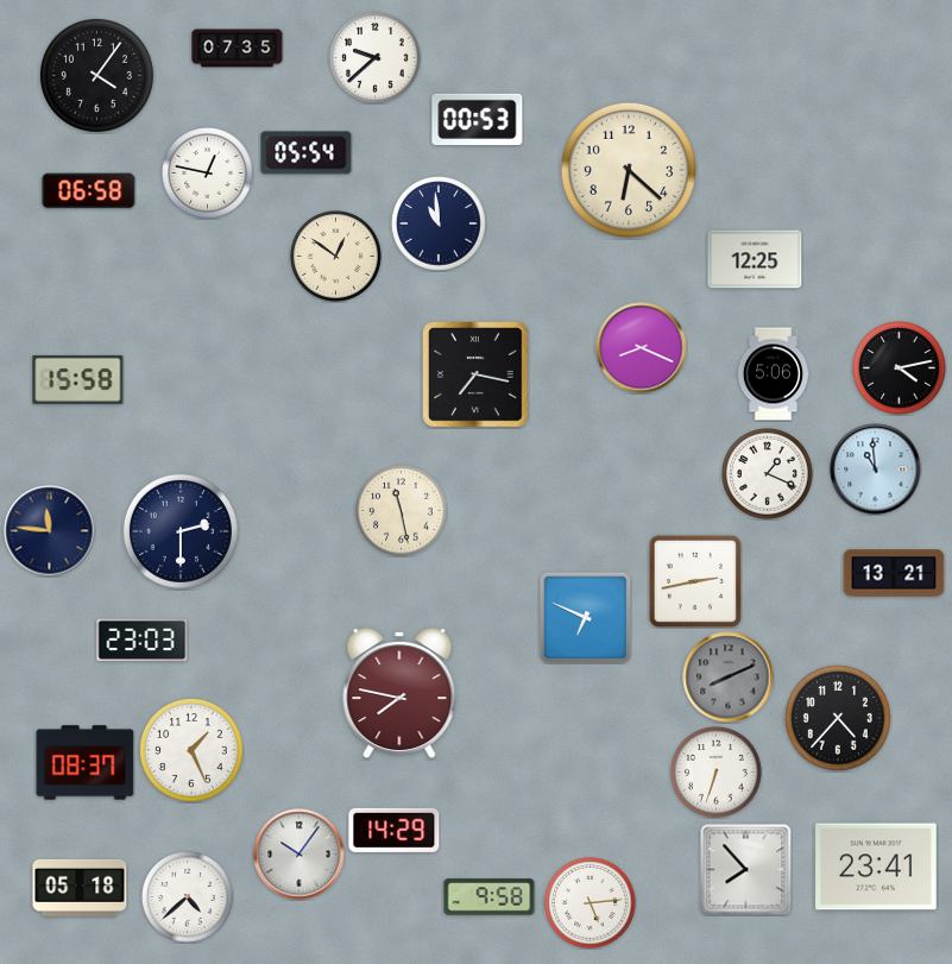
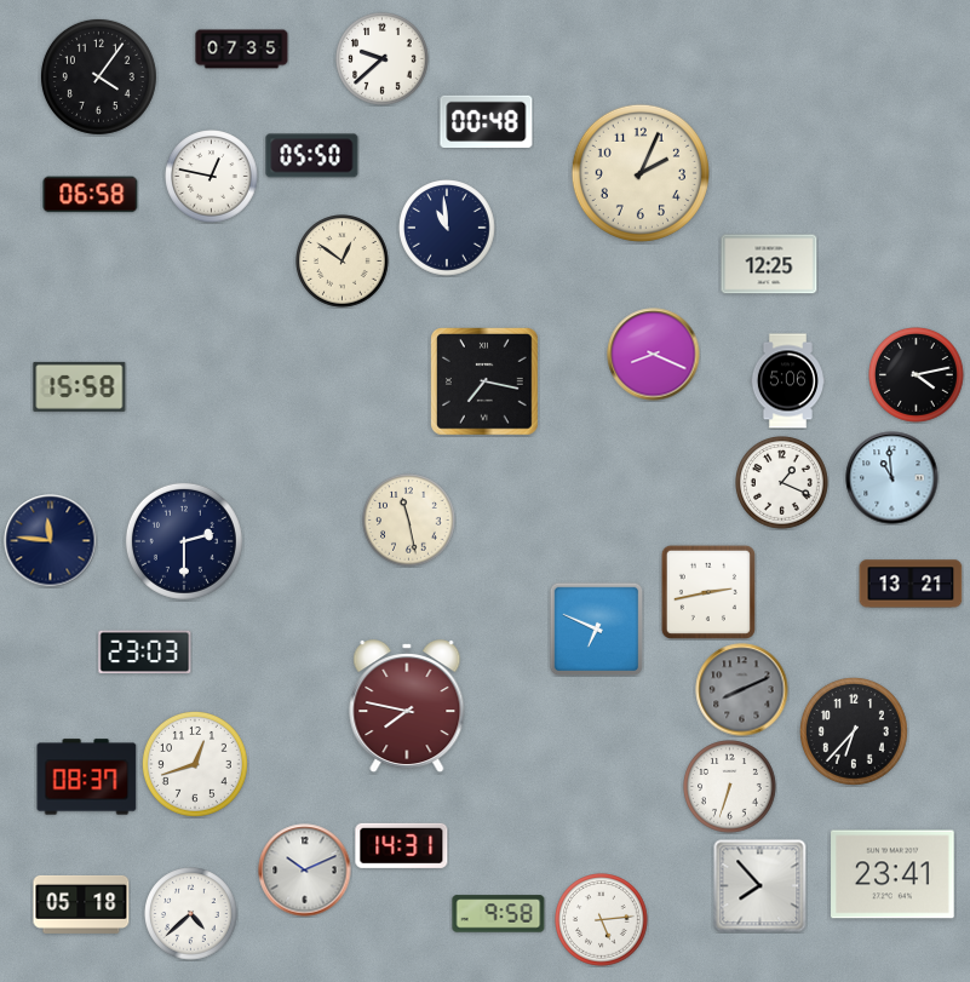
clock at (478, 119): 00:53 -> 00:48
clock at (307, 153): 05:54 -> 05:50
clock at (629, 170): 6:22 -> 2:04
clock at (838, 718): 4:37 -> 6:37
clock at (191, 750): 1:26 -> 12:42
clock at (395, 830): 14:29 -> 14:31
clock at (300, 855): 10:06 -> 10:11
clock at (876, 867) position: (876, 867) -> (892, 874)
